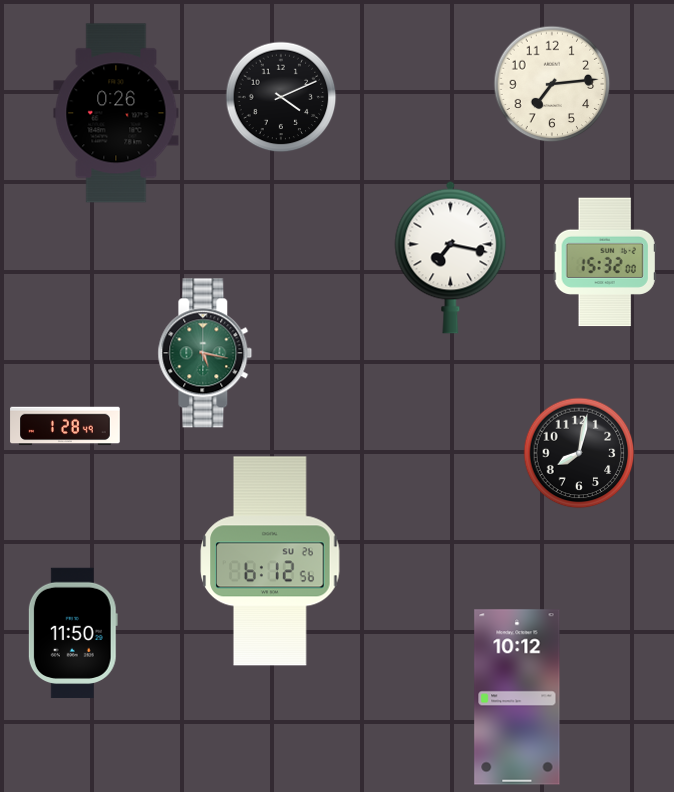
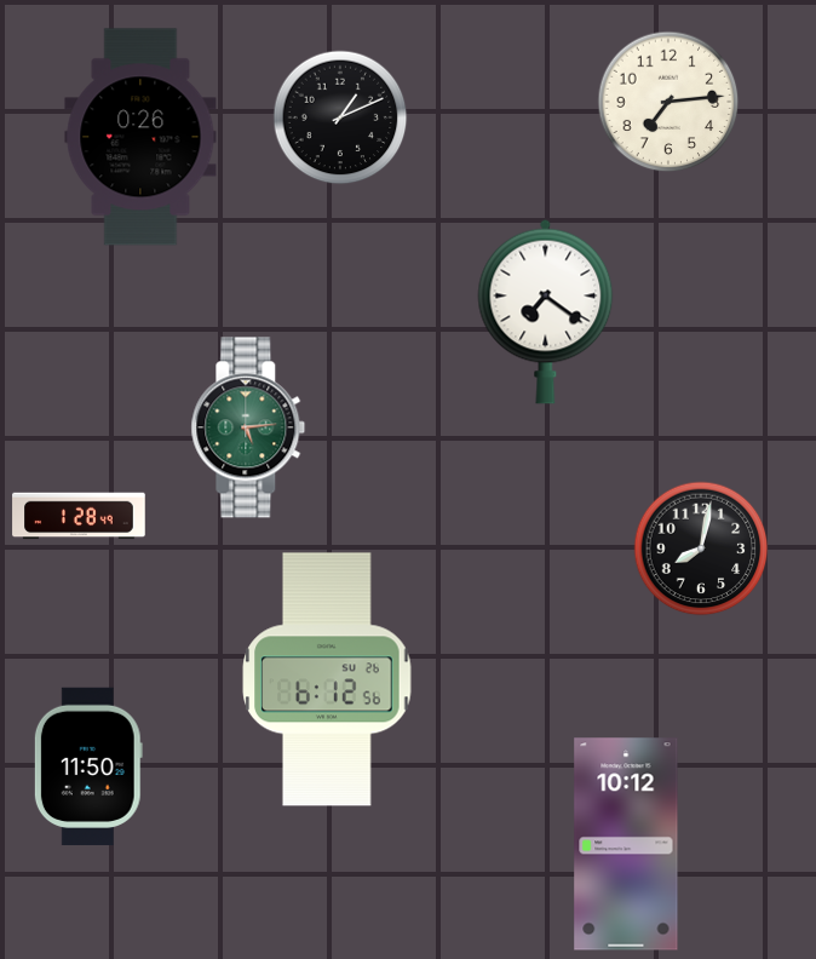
clock at (281, 97): 4:11 -> 1:11
clock at (451, 257): 7:17 -> 7:21
clock at (605, 262): 15:32 -> none
clock at (205, 353): 5:17 -> 5:14
